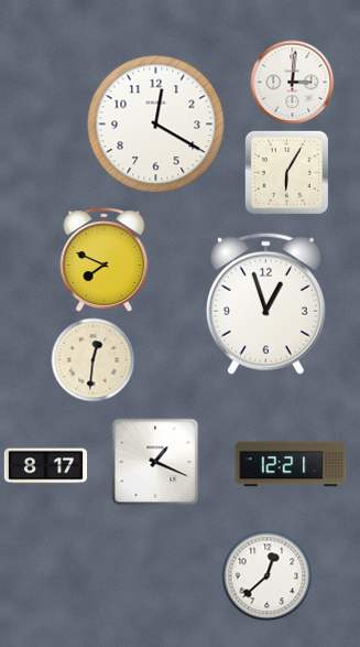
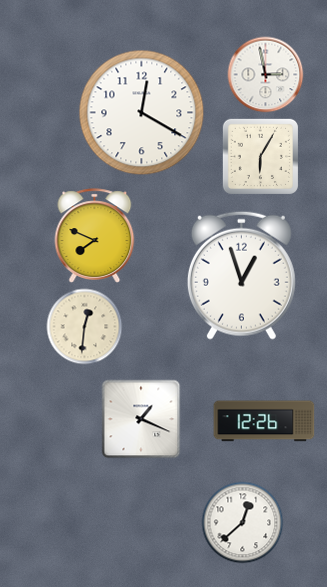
clock at (293, 83): 3:01 -> 2:58
clock at (291, 464): 12:21 -> 12:26
clock at (46, 466): 8:17 -> none
